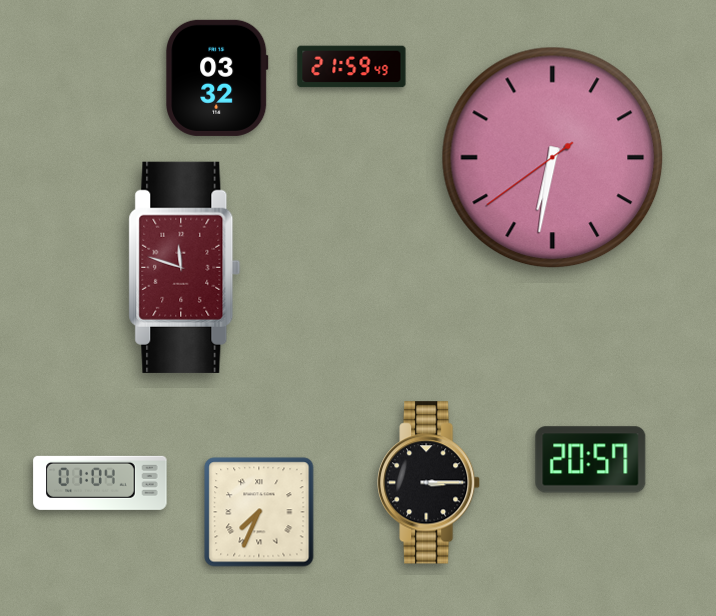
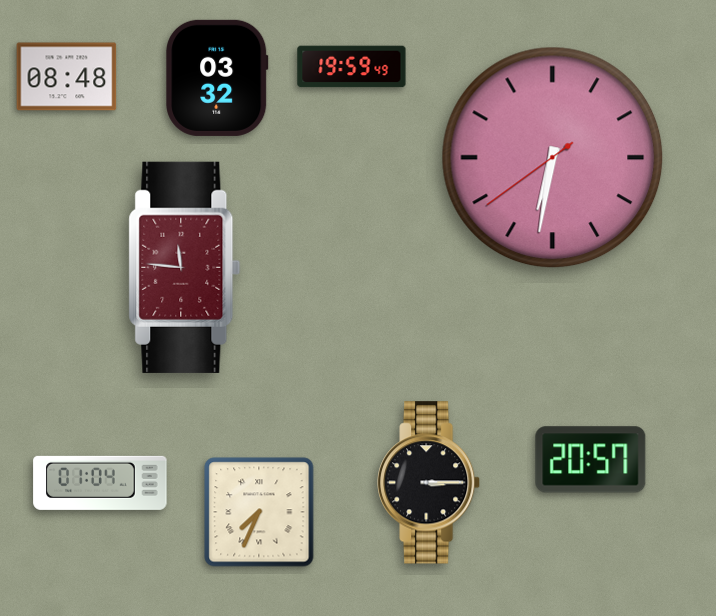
clock at (352, 67): 21:59 -> 19:59
clock at (67, 77): none -> 08:48
clock at (185, 267): 11:48 -> 11:46
